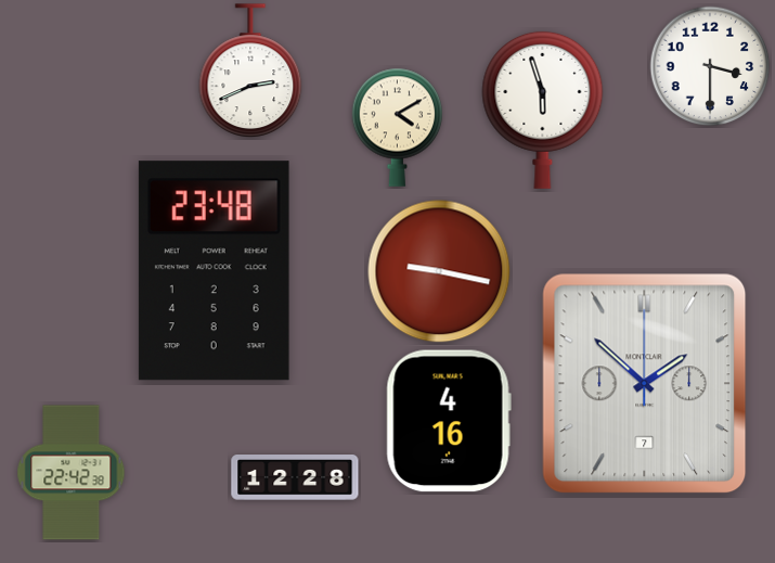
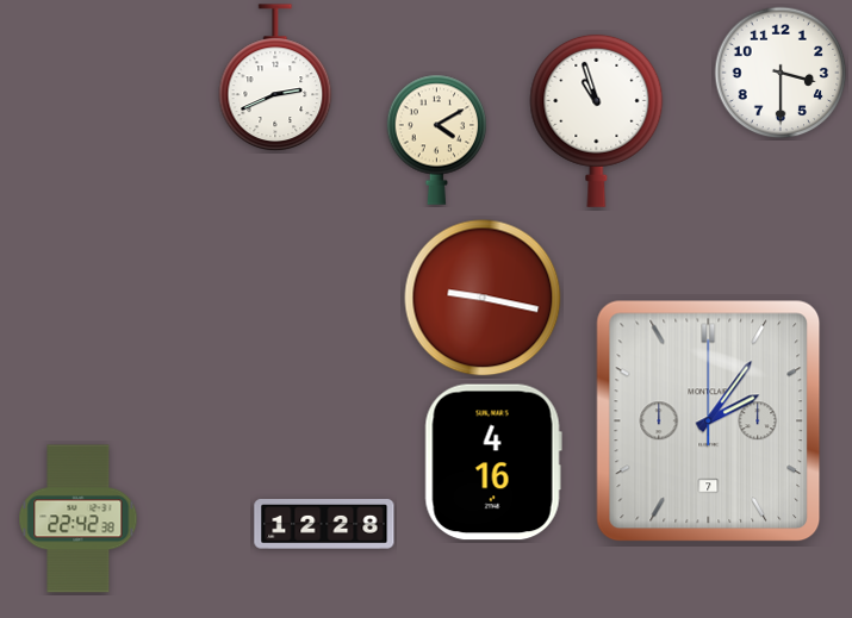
clock at (543, 110): 5:57 -> 10:57
clock at (214, 271): 23:48 -> none
clock at (645, 384): 1:52 -> 2:06
